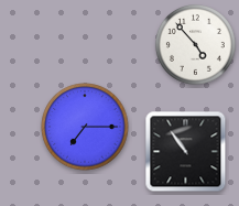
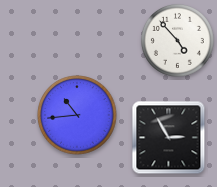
clock at (85, 127): 7:15 -> 10:44
clock at (186, 152): 10:54 -> 2:55
